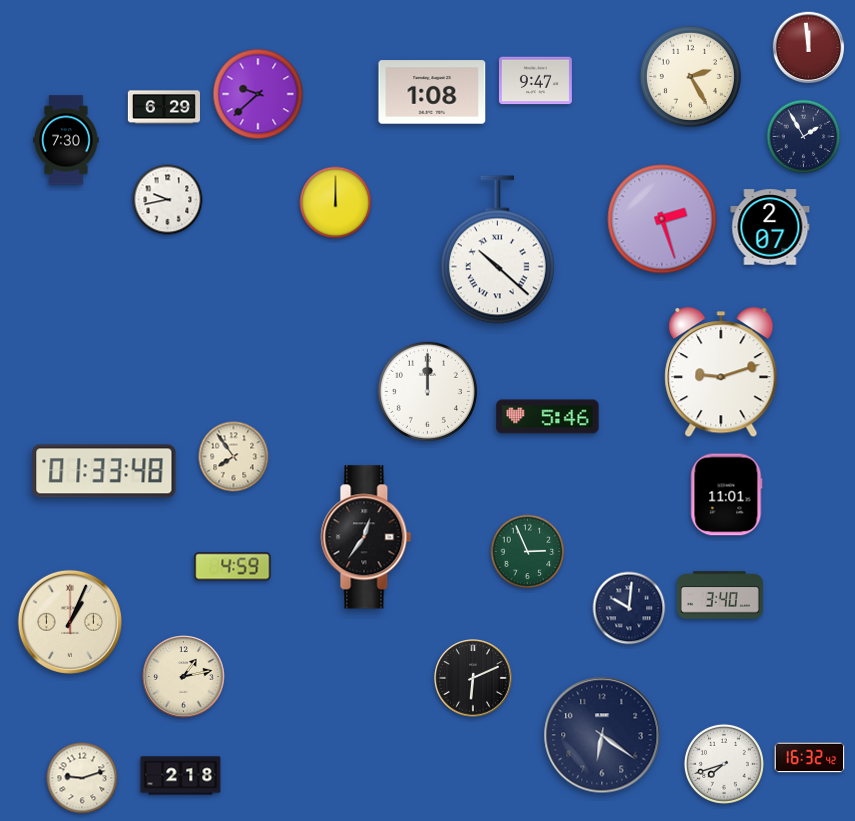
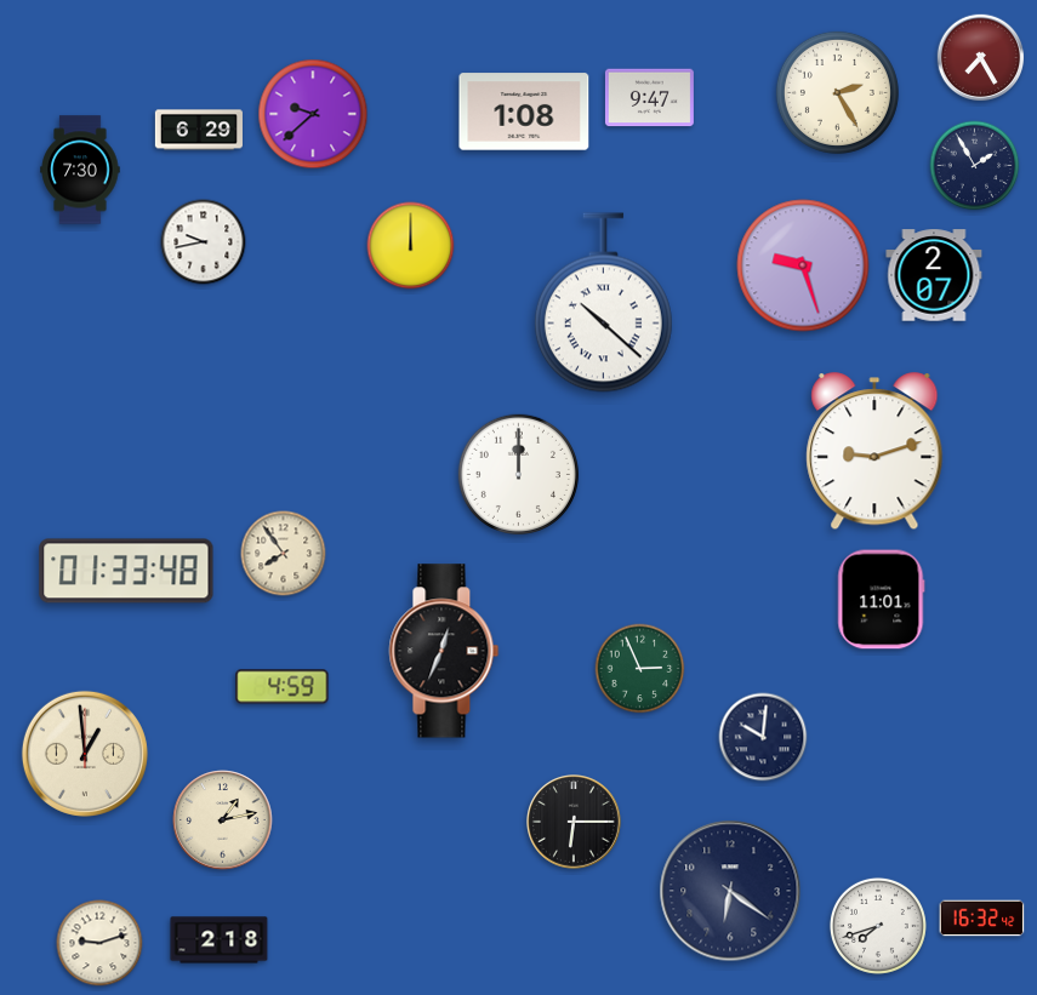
clock at (809, 48): 11:59 -> 7:25
clock at (336, 203) position: (336, 203) -> (411, 246)
clock at (662, 219): 2:27 -> 9:27
clock at (548, 417): 5:46 -> none
clock at (366, 537): 12:36 -> 12:34
clock at (720, 595): 3:40 -> none
clock at (70, 622): 1:04 -> 12:59
clock at (474, 679): 6:11 -> 6:15
